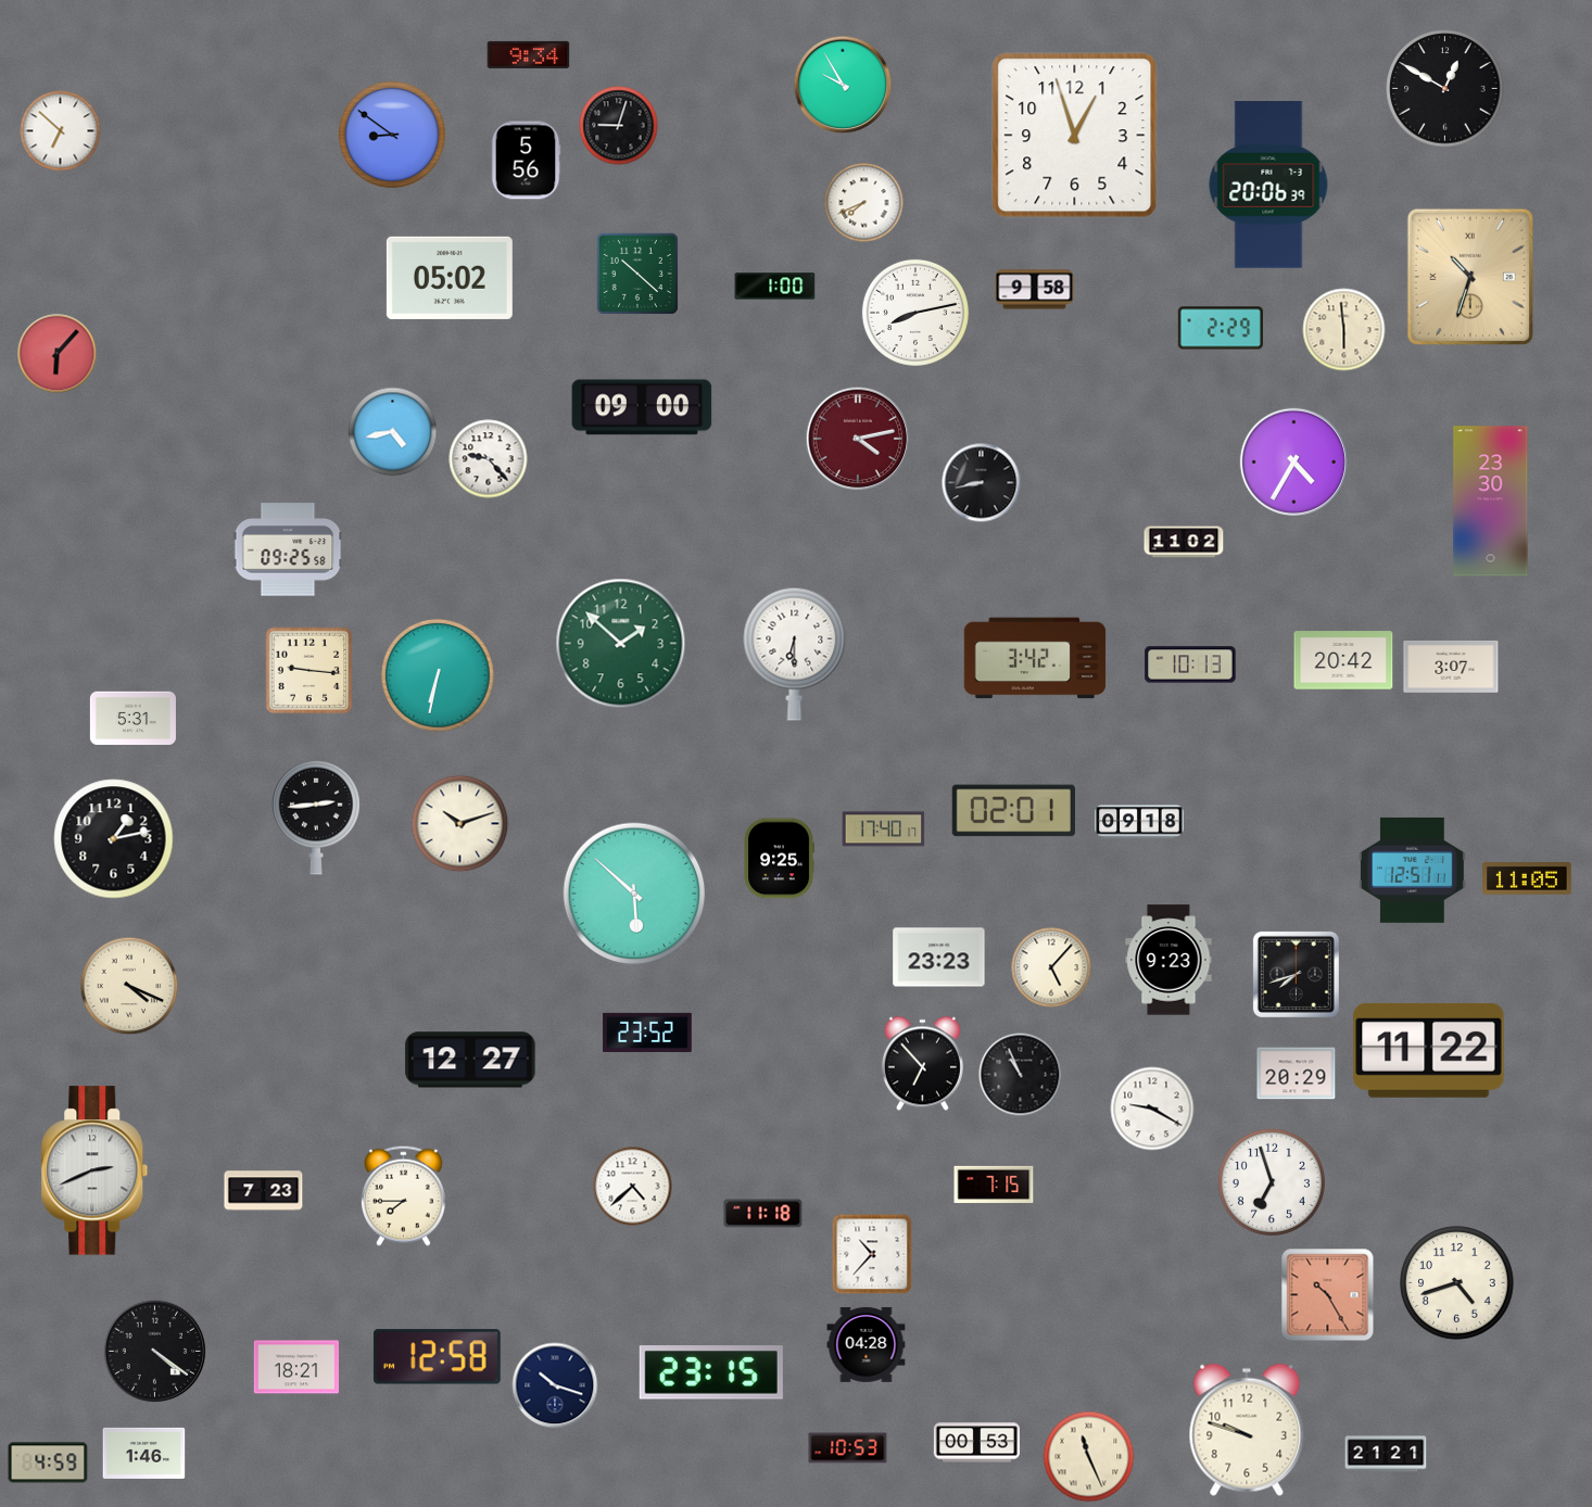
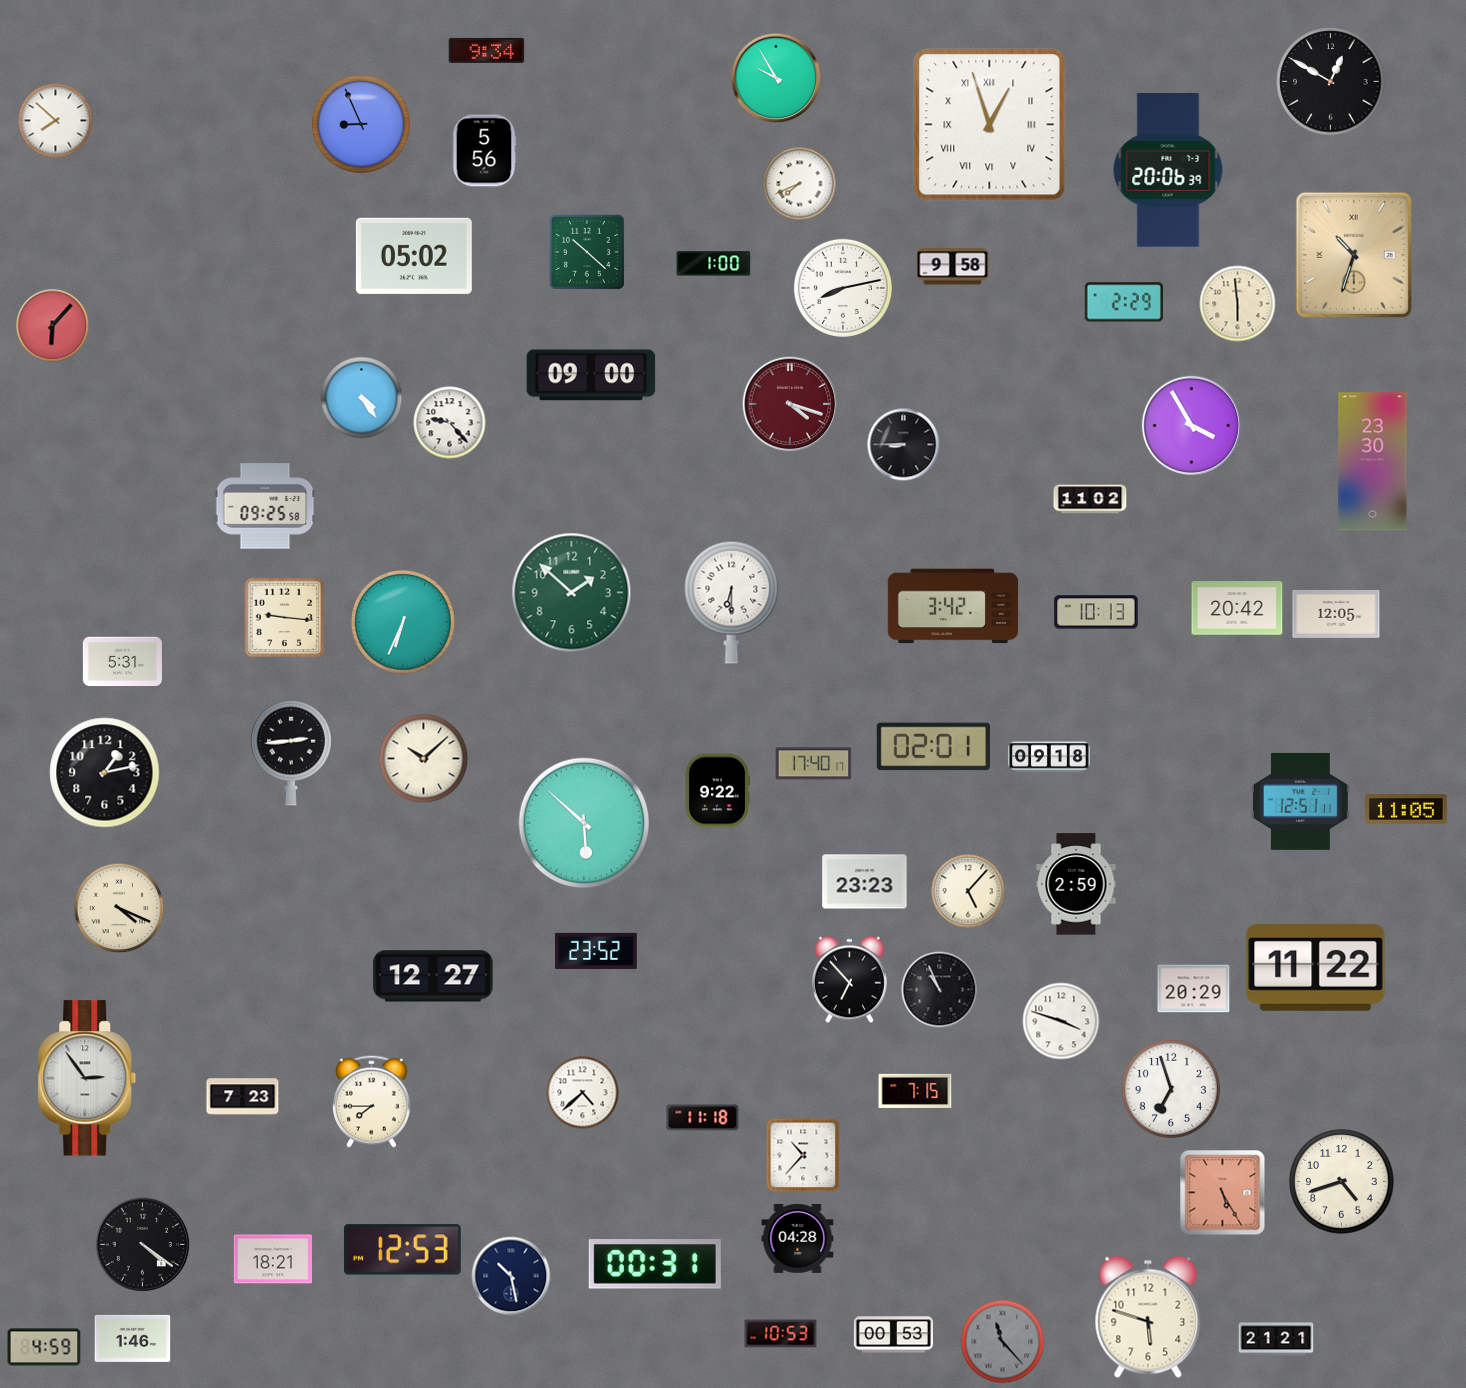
clock at (619, 126): 9:03 -> none
clock at (61, 131): 6:52 -> 7:52
clock at (392, 135): 8:51 -> 8:56
clock at (1075, 136) numerals: Arabic -> Roman
clock at (526, 161) position: (526, 161) -> (484, 151)
clock at (864, 203) position: (864, 203) -> (800, 184)
clock at (393, 432): 4:43 -> 4:24
clock at (858, 439): 4:13 -> 4:18
clock at (1293, 461): 4:35 -> 3:55
clock at (982, 483): 8:43 -> 8:45
clock at (1451, 667): 3:07 -> 12:05
clock at (439, 676): 6:32 -> 6:34
clock at (460, 824): 10:12 -> 10:08
clock at (779, 859): 9:25 -> 9:22
clock at (1168, 960): 9:23 -> 2:59
clock at (1296, 974): 7:42 -> none
clock at (1152, 1109): 9:20 -> 3:48
clock at (94, 1170): 2:41 -> 2:54
clock at (1328, 1295): 10:25 -> 5:25
clock at (437, 1357): 12:58 -> 12:53
clock at (711, 1372): 23:15 -> 00:31
clock at (555, 1385): 10:18 -> 10:28
clock at (1247, 1430): 9:48 -> 5:48
clock at (976, 1443) position: (976, 1443) -> (893, 1335)
clock at (1089, 1457): 11:26 -> 11:23
clock at (1089, 1457) dial: cream -> grey
